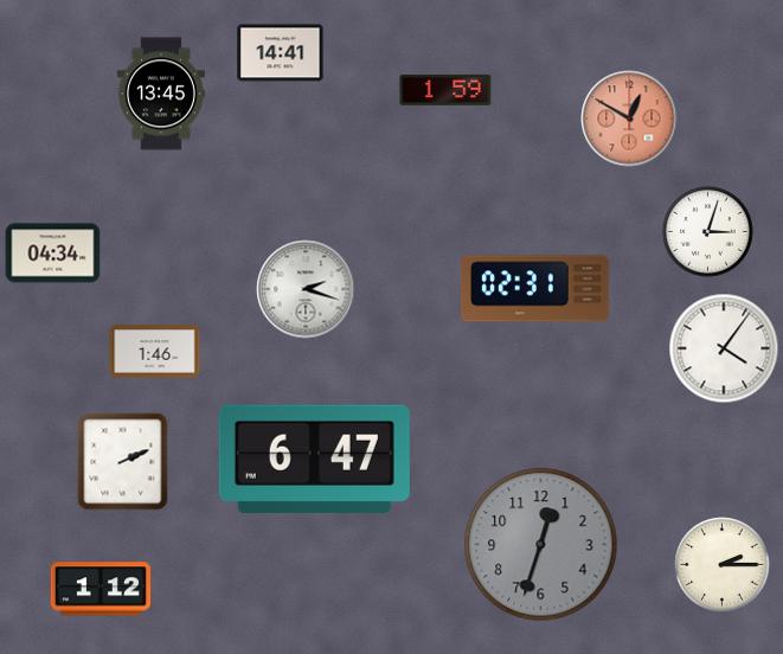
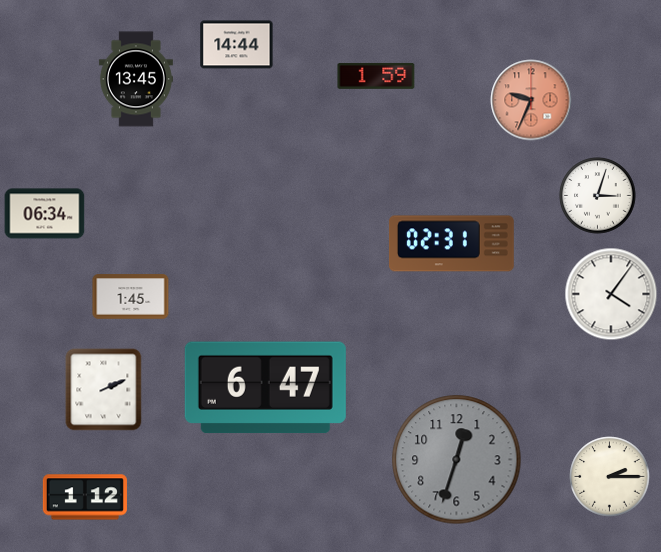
clock at (281, 53): 14:41 -> 14:44
clock at (629, 118): 12:50 -> 9:34
clock at (53, 254): 04:34 -> 06:34
clock at (306, 289): 2:18 -> none
clock at (155, 352): 1:46 -> 1:45
